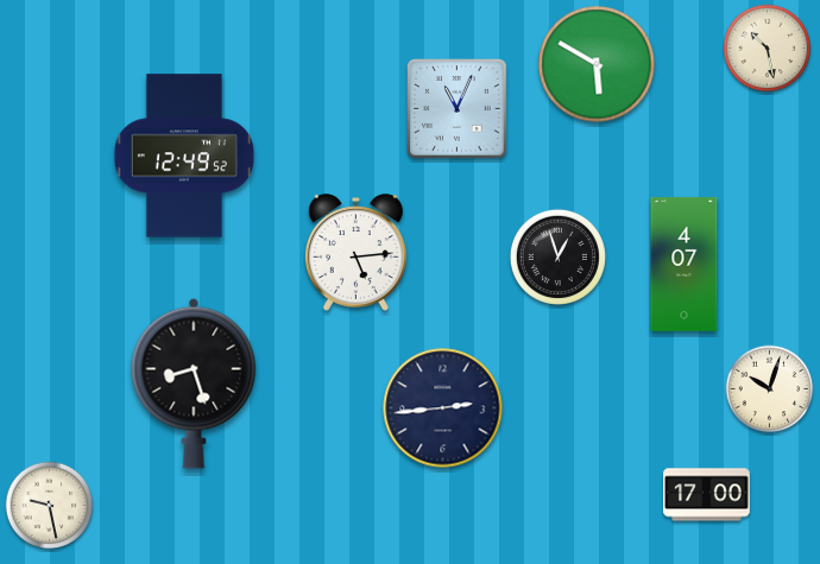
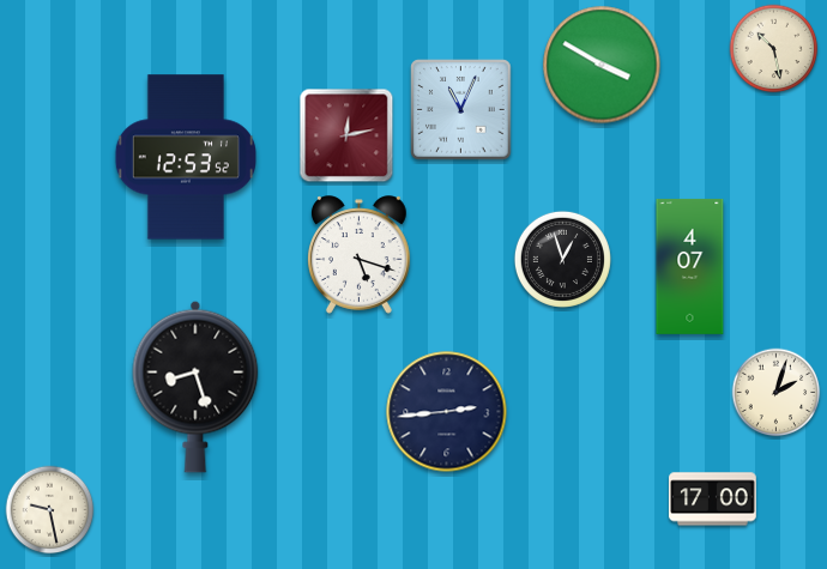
clock at (597, 64): 5:50 -> 3:50
clock at (346, 135): none -> 12:13
clock at (184, 156): 12:49 -> 12:53
clock at (355, 253): 5:14 -> 5:18
clock at (770, 389): 10:03 -> 2:03
